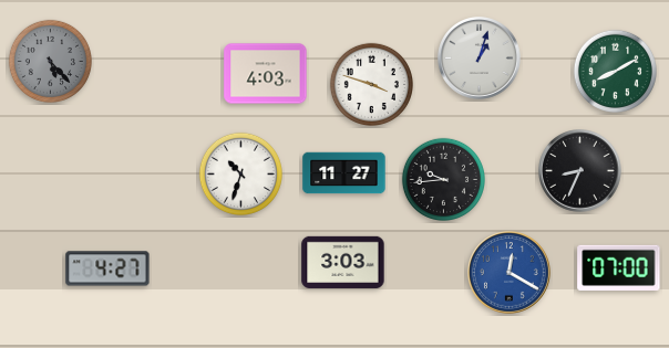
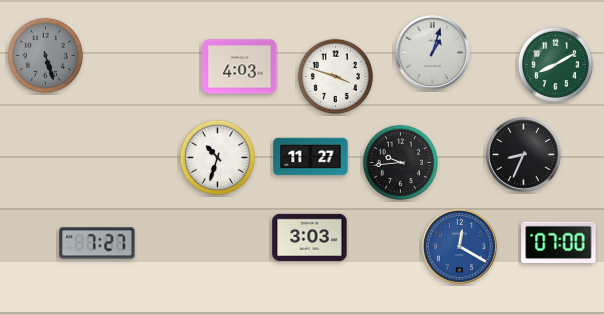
clock at (50, 61): 5:23 -> 5:27
clock at (107, 268): 4:27 -> 7:27
